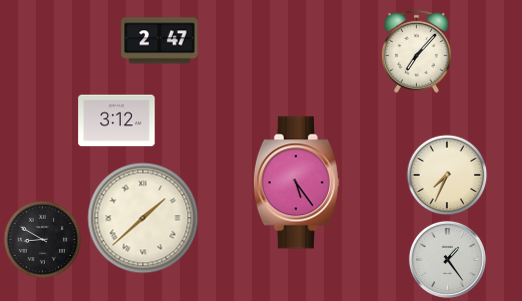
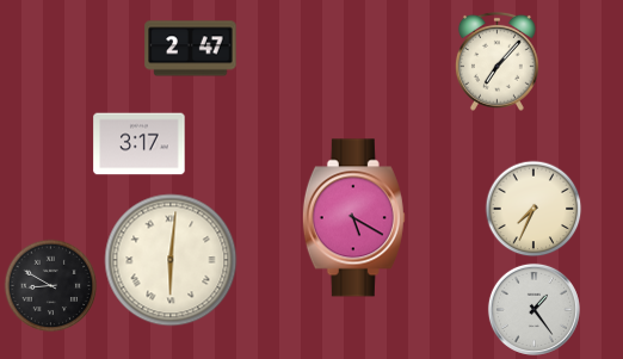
clock at (117, 121): 3:12 -> 3:17
clock at (296, 183): 5:24 -> 5:20
clock at (143, 218): 1:38 -> 6:01
